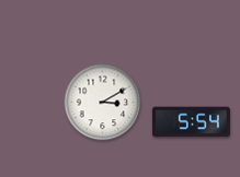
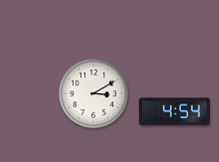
clock at (191, 122): 5:54 -> 4:54
